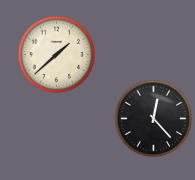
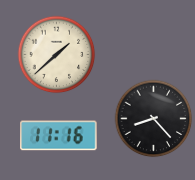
clock at (153, 118): 12:23 -> 8:23
clock at (59, 136): none -> 11:16
